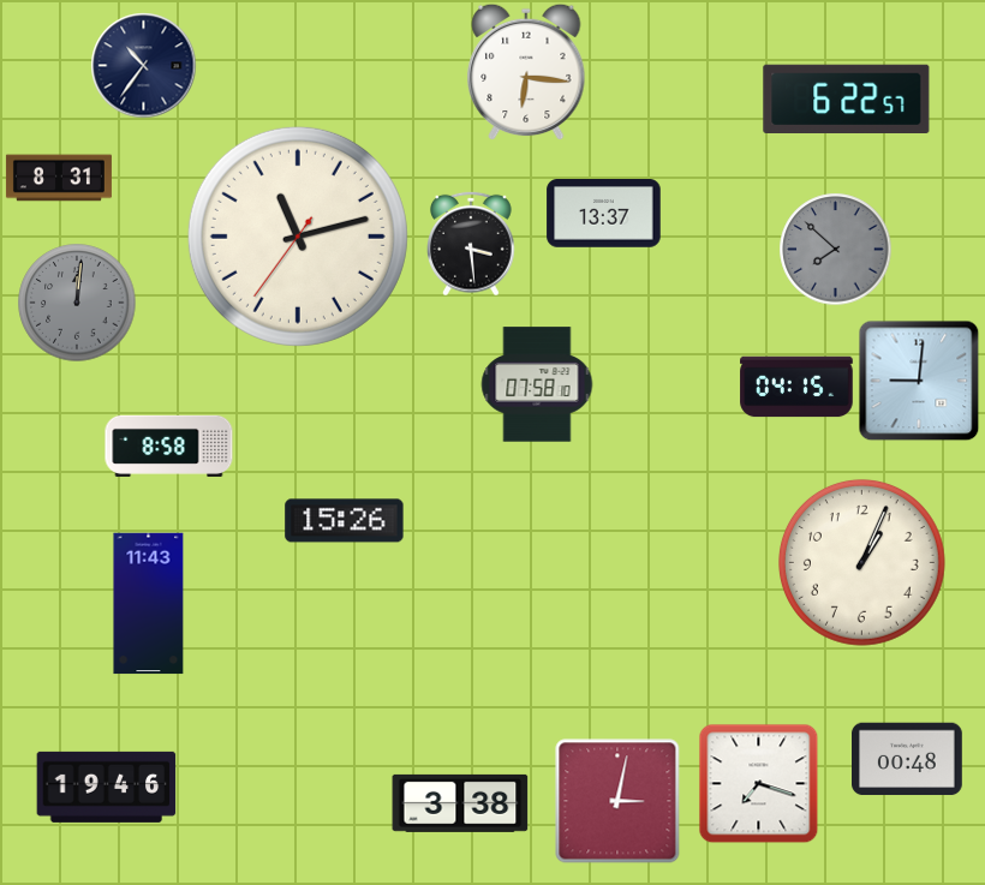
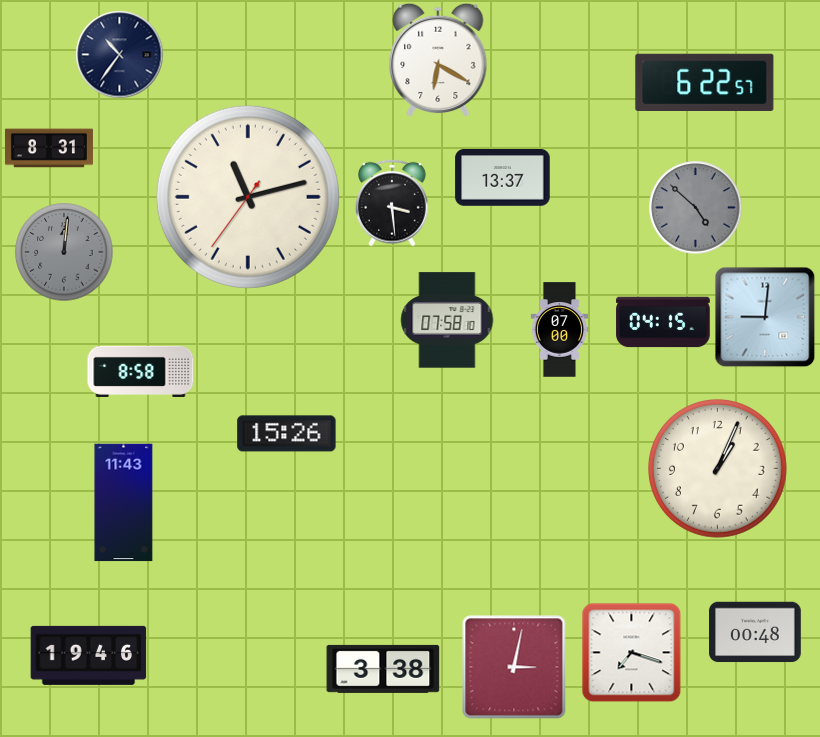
clock at (526, 72): 6:16 -> 6:20
clock at (836, 250): 7:52 -> 4:52
clock at (560, 330): none -> 07:00
